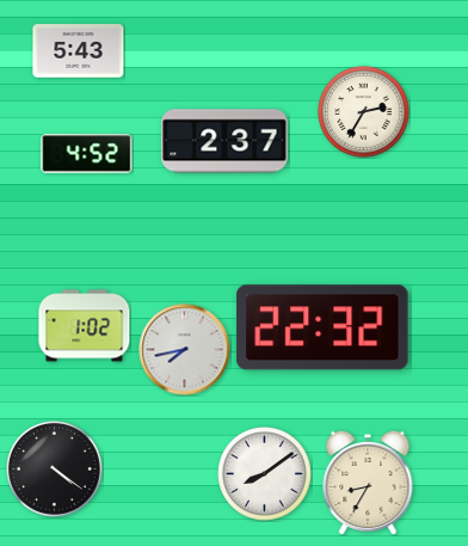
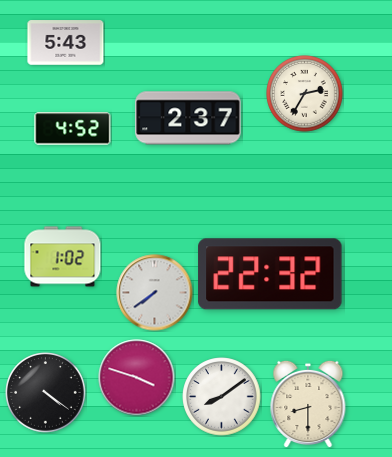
clock at (85, 326) position: (85, 326) -> (63, 257)
clock at (185, 350): 7:43 -> 7:39
clock at (137, 378): none -> 3:48
clock at (368, 483): 8:35 -> 8:30
